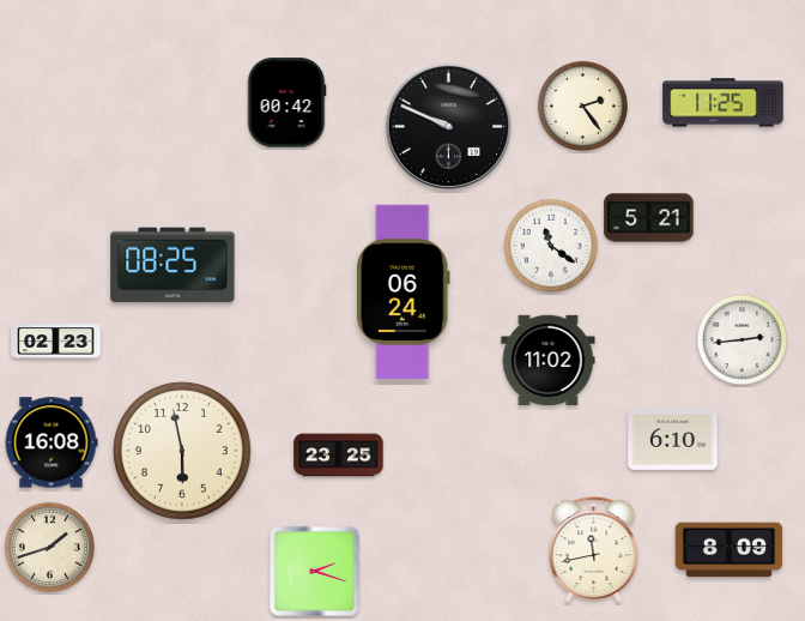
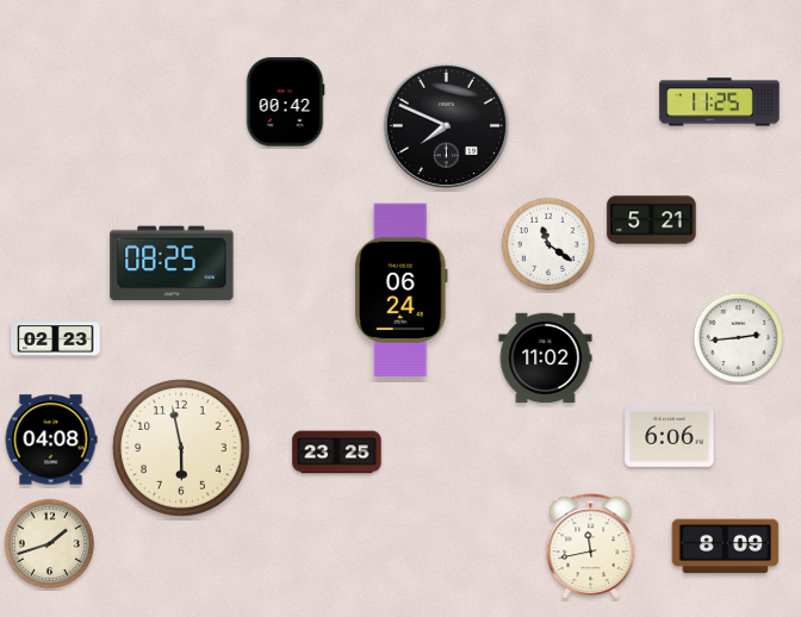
clock at (582, 105): 2:24 -> none
clock at (448, 126): 9:49 -> 7:49
clock at (649, 218) position: (649, 218) -> (652, 220)
clock at (673, 439): 6:10 -> 6:06
clock at (52, 442): 16:08 -> 04:08
clock at (314, 571): 2:18 -> none
